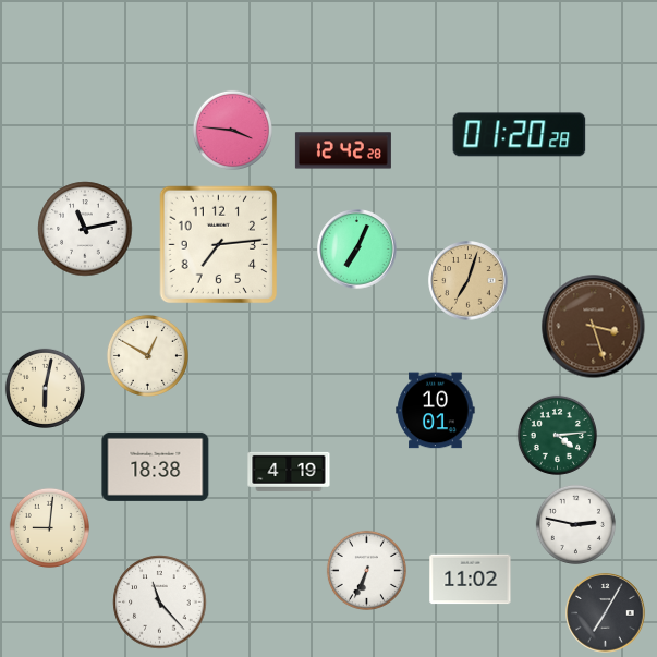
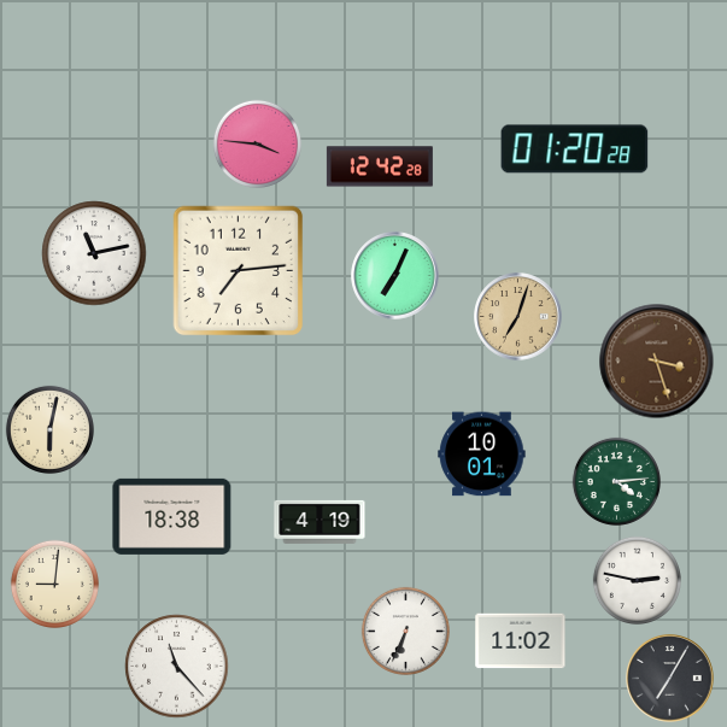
clock at (219, 245) position: (219, 245) -> (239, 271)
clock at (469, 281) position: (469, 281) -> (518, 317)
clock at (147, 355): 12:50 -> none
